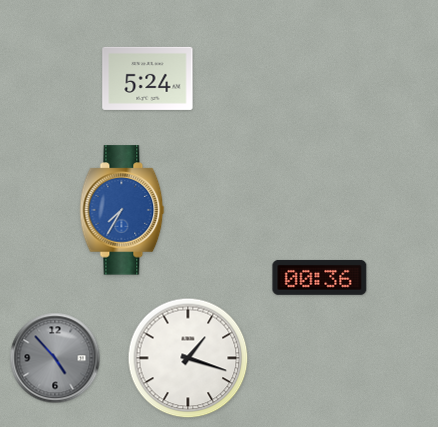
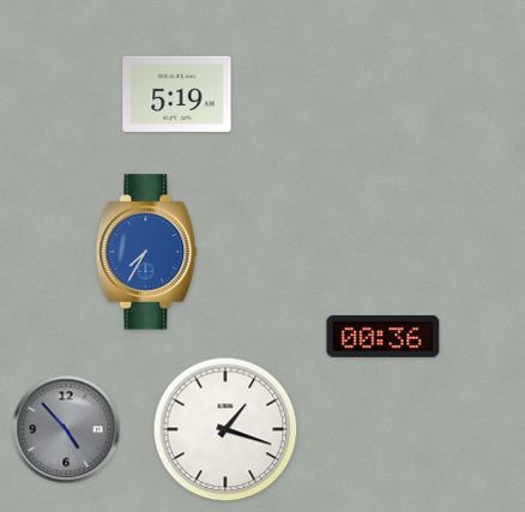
clock at (148, 78): 5:24 -> 5:19
clock at (320, 277) position: (320, 277) -> (384, 336)
